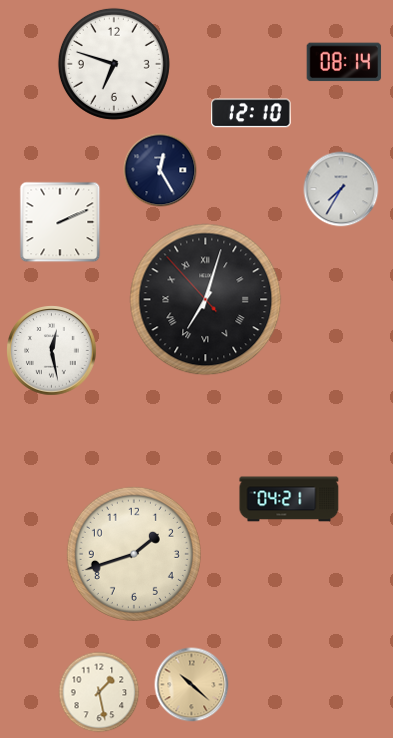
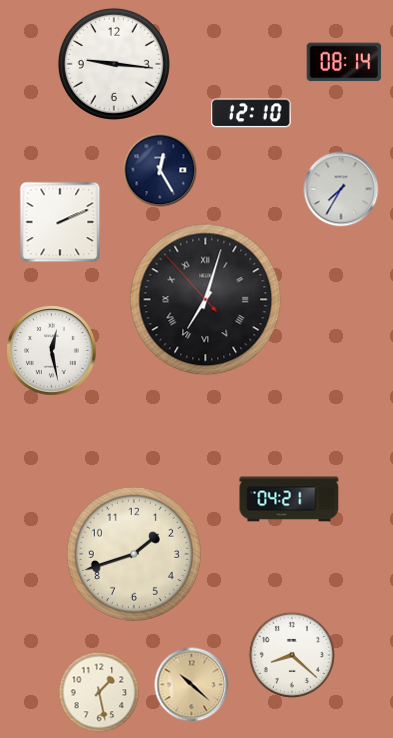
clock at (114, 64): 6:48 -> 9:16
clock at (292, 655): none -> 8:22
